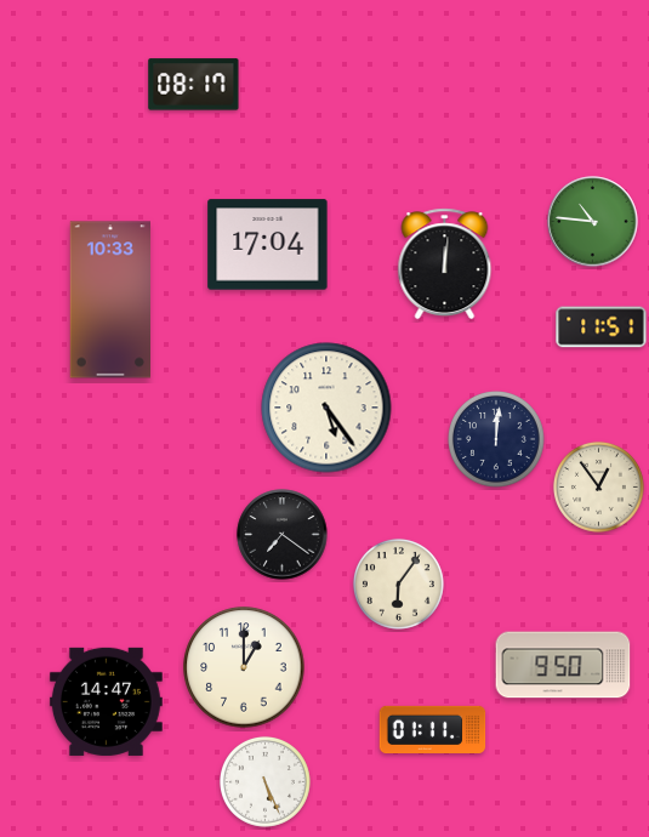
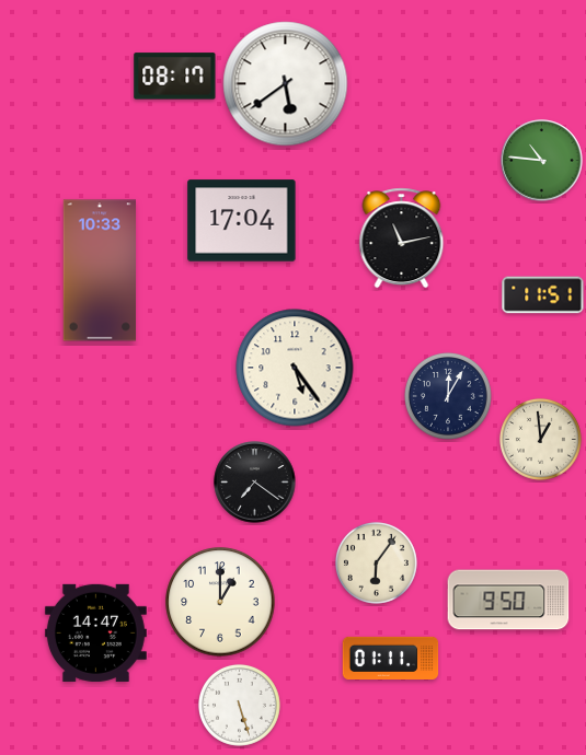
clock at (286, 84): none -> 5:39
clock at (593, 222) position: (593, 222) -> (542, 161)
clock at (445, 264): 12:01 -> 11:13
clock at (497, 440): 12:01 -> 12:05
clock at (598, 486): 12:54 -> 12:59
clock at (398, 583) position: (398, 583) -> (376, 562)
clock at (264, 781): 5:26 -> 5:27
